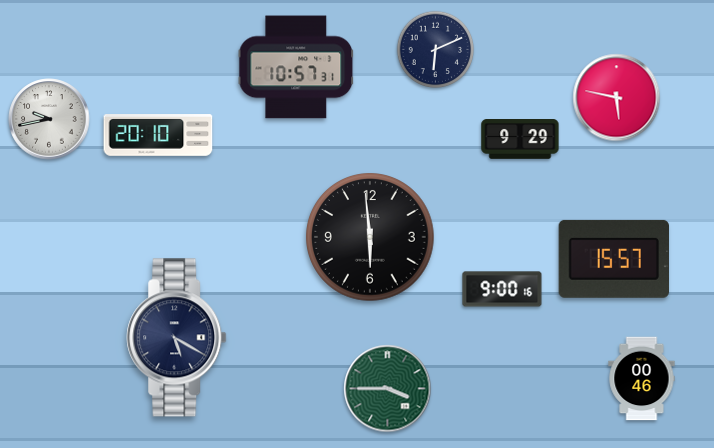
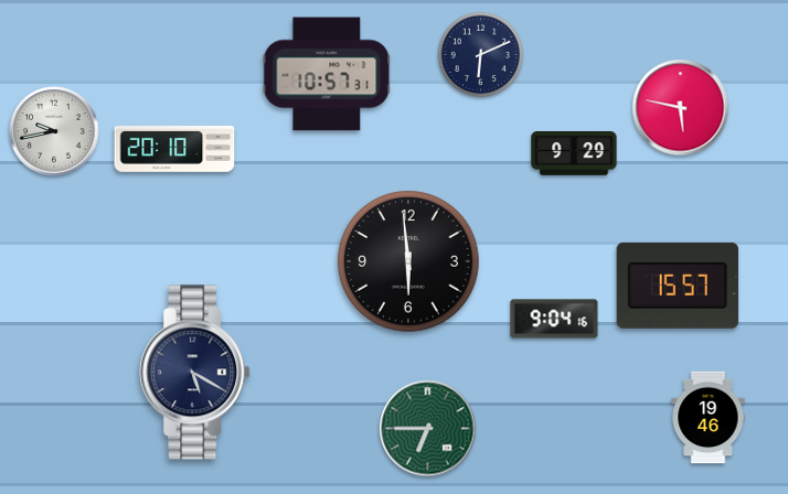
clock at (502, 289): 9:00 -> 9:04
clock at (642, 379): 00:46 -> 19:46
clock at (388, 389): 3:45 -> 6:45
